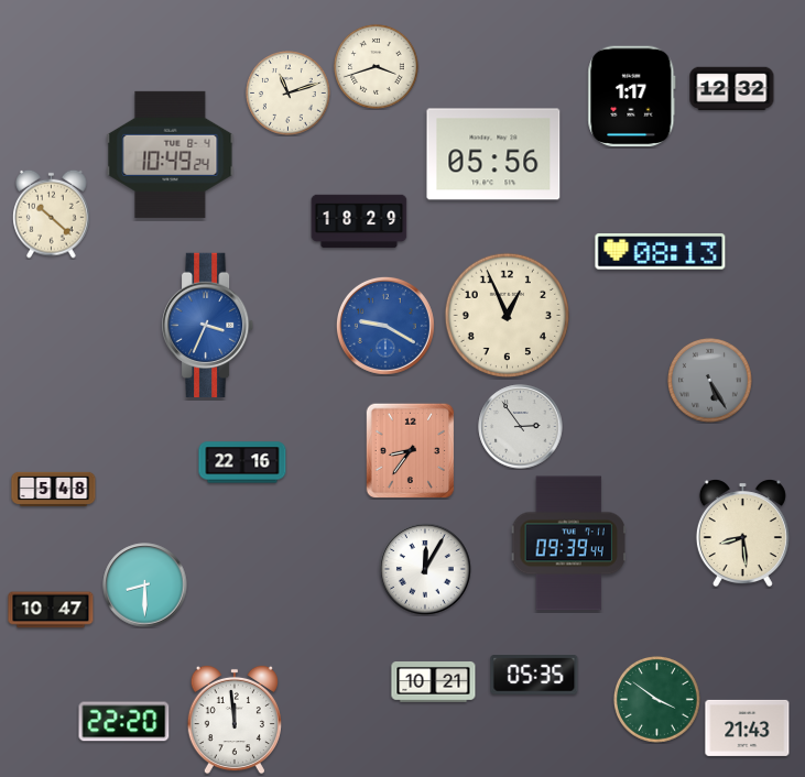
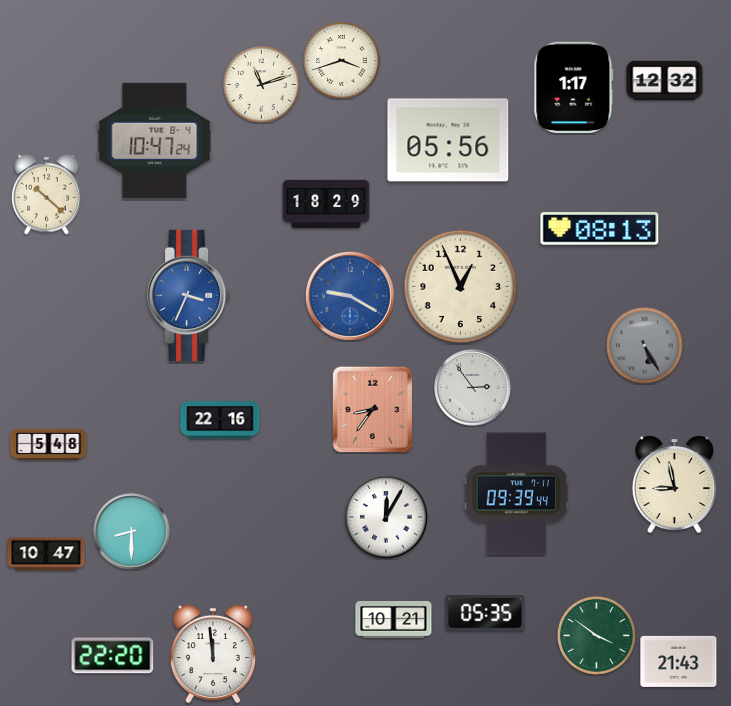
clock at (171, 154): 10:49 -> 10:47
clock at (359, 221) position: (359, 221) -> (326, 204)
clock at (742, 534): 8:29 -> 8:58
